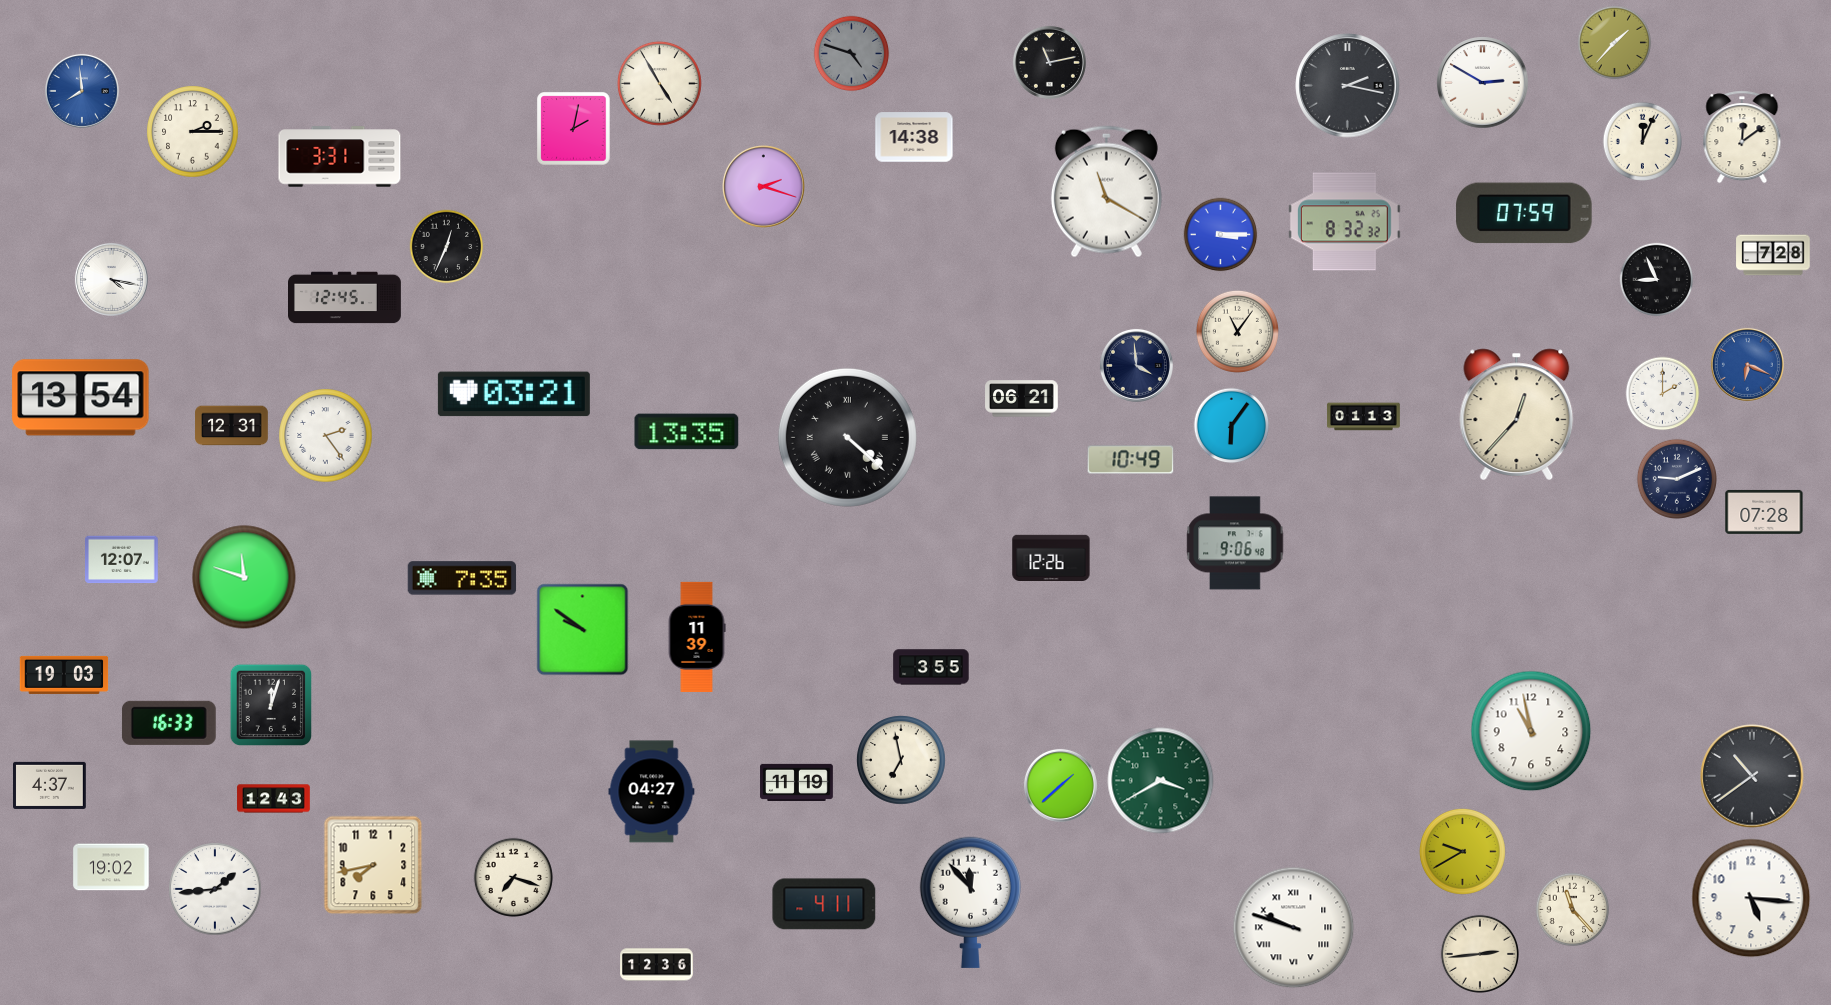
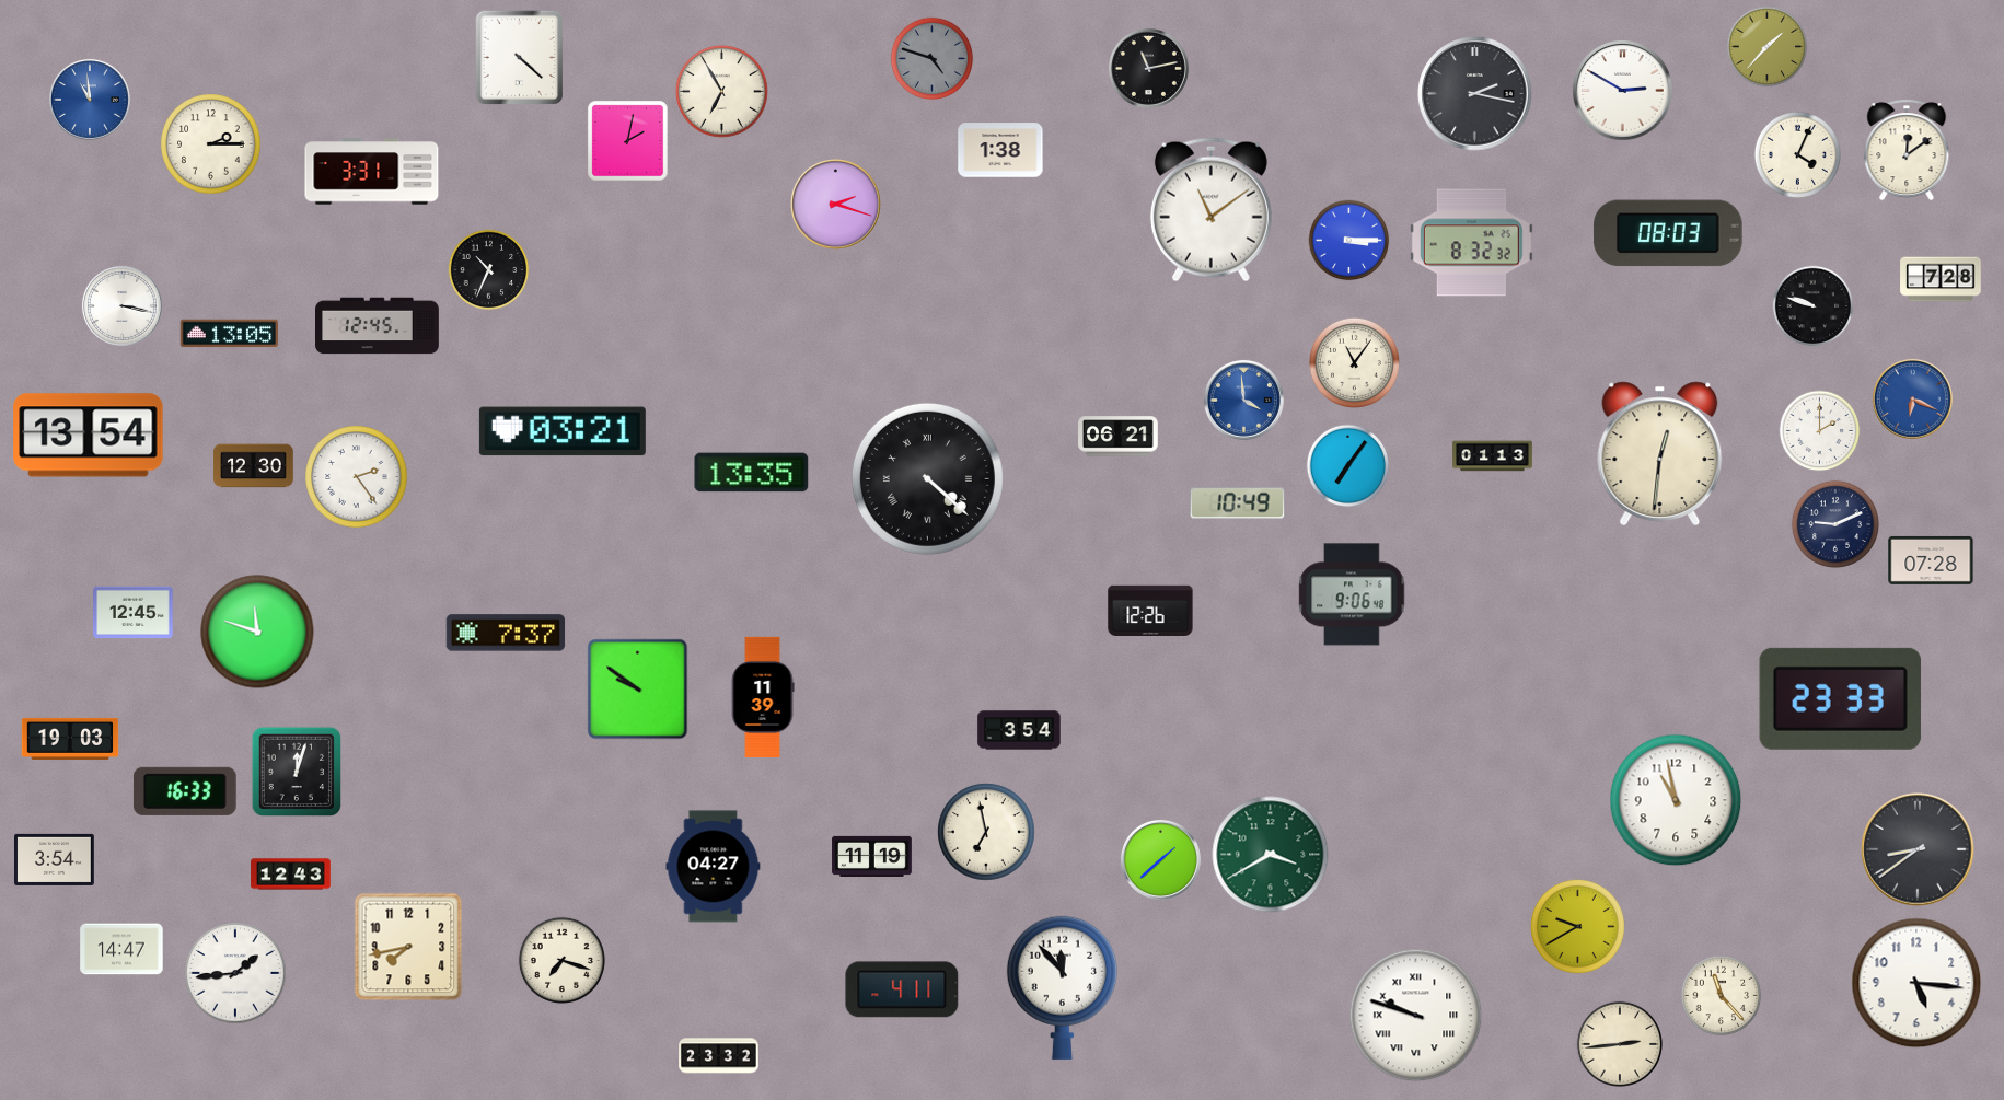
clock at (520, 58): none -> 4:22
clock at (659, 83): 4:55 -> 6:55
clock at (82, 91): 7:59 -> 10:59
clock at (914, 137): 14:38 -> 1:38
clock at (1642, 141): 12:04 -> 4:04
clock at (1106, 192): 11:20 -> 11:09
clock at (1524, 213): 07:59 -> 08:03
clock at (1221, 235) position: (1221, 235) -> (1349, 241)
clock at (447, 247): 12:34 -> 10:34
clock at (111, 279): 4:17 -> 3:17
clock at (1657, 280): 8:56 -> 9:48
clock at (229, 334): none -> 13:05
clock at (1136, 365) dial: navy -> blue
clock at (1517, 414): 12:37 -> 12:31
clock at (232, 426): 12:31 -> 12:30
clock at (1232, 426): 6:06 -> 7:06
clock at (122, 560): 12:07 -> 12:45
clock at (244, 577) position: (244, 577) -> (257, 632)
clock at (462, 578): 7:35 -> 7:37
clock at (1840, 698): none -> 23:33
clock at (931, 667): 3:55 -> 3:54
clock at (1752, 776): 10:39 -> 8:39
clock at (50, 785): 4:37 -> 3:54
clock at (274, 799) position: (274, 799) -> (291, 875)
clock at (1462, 851) position: (1462, 851) -> (1577, 926)
clock at (111, 867): 19:02 -> 14:47
clock at (657, 965): 12:36 -> 23:32
